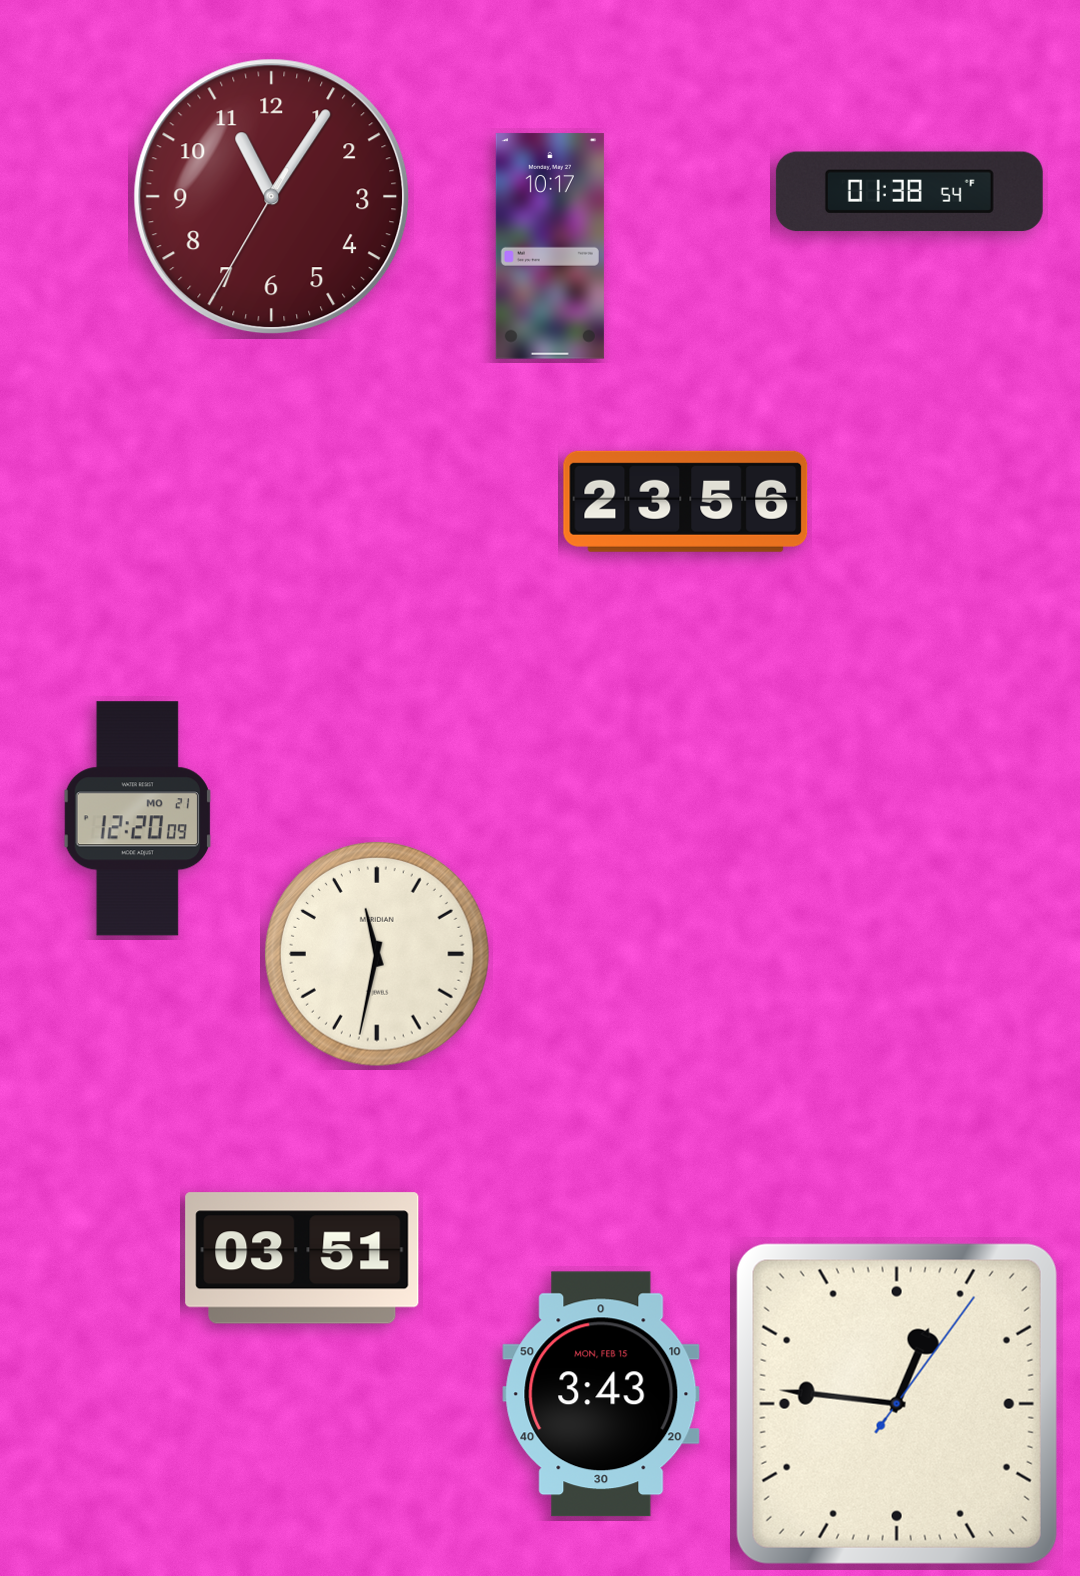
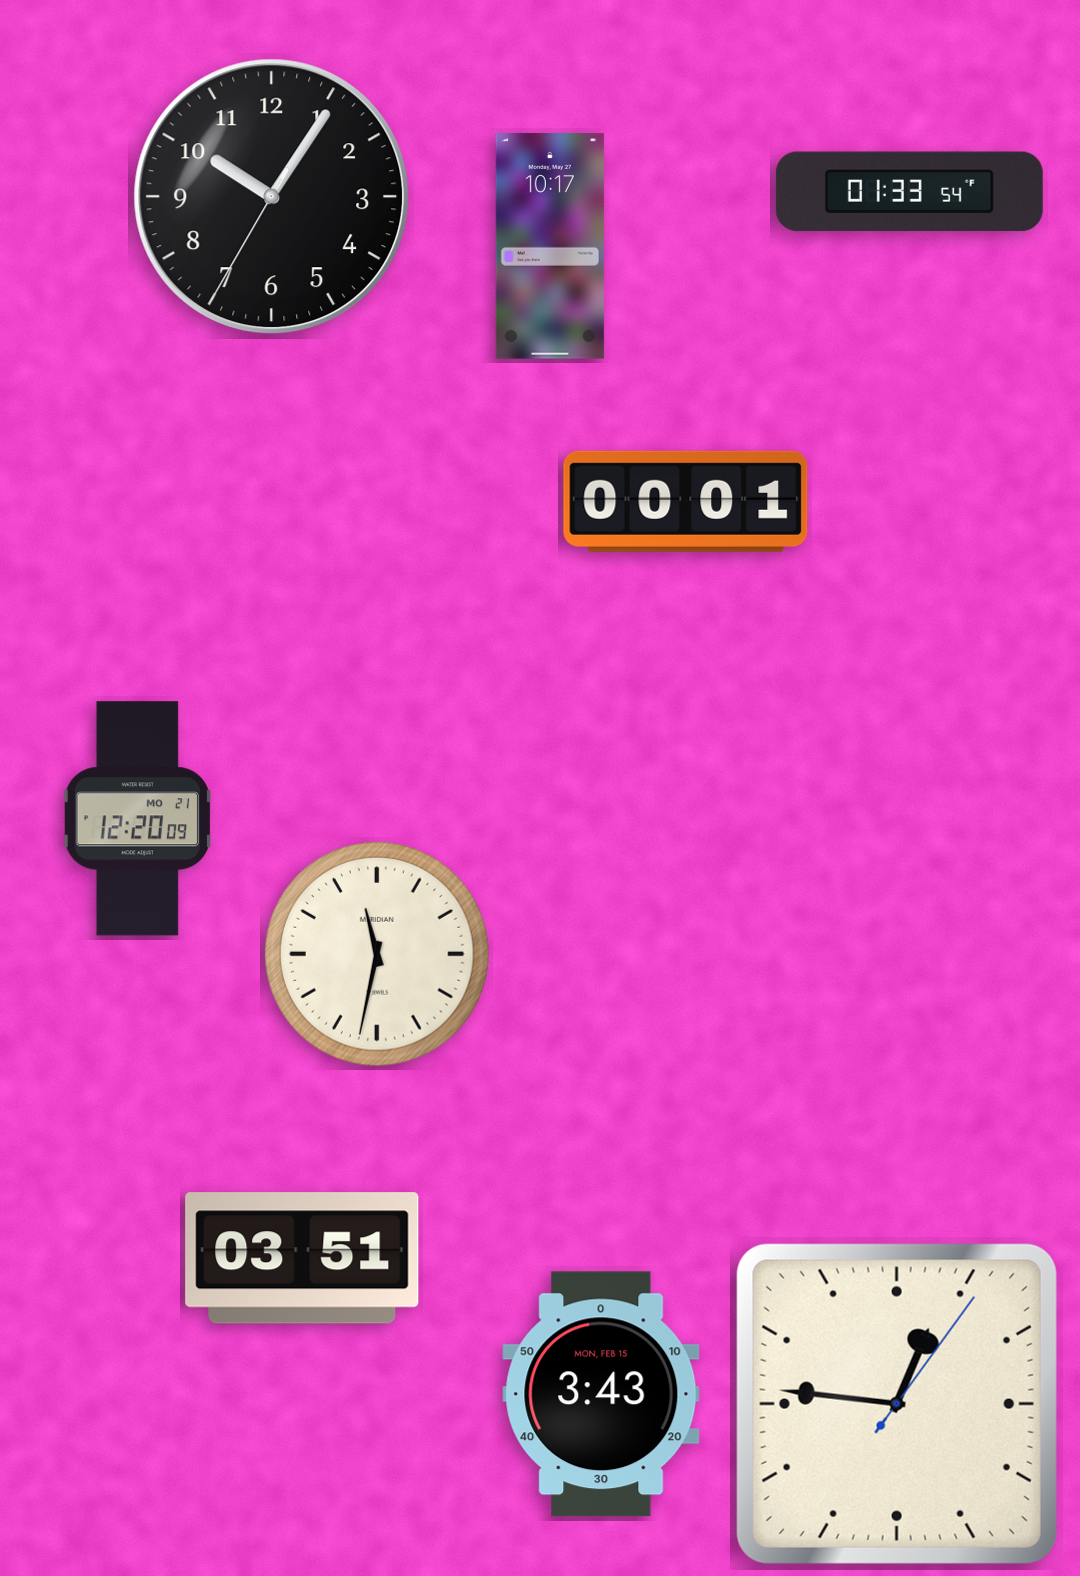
clock at (909, 192): 01:38 -> 01:33
clock at (272, 197): 11:05 -> 10:05
clock at (272, 197) dial: burgundy -> black
clock at (686, 501): 23:56 -> 00:01
